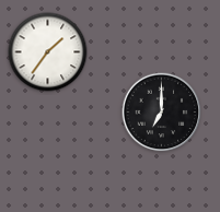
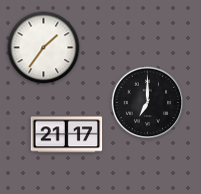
clock at (67, 135): none -> 21:17
